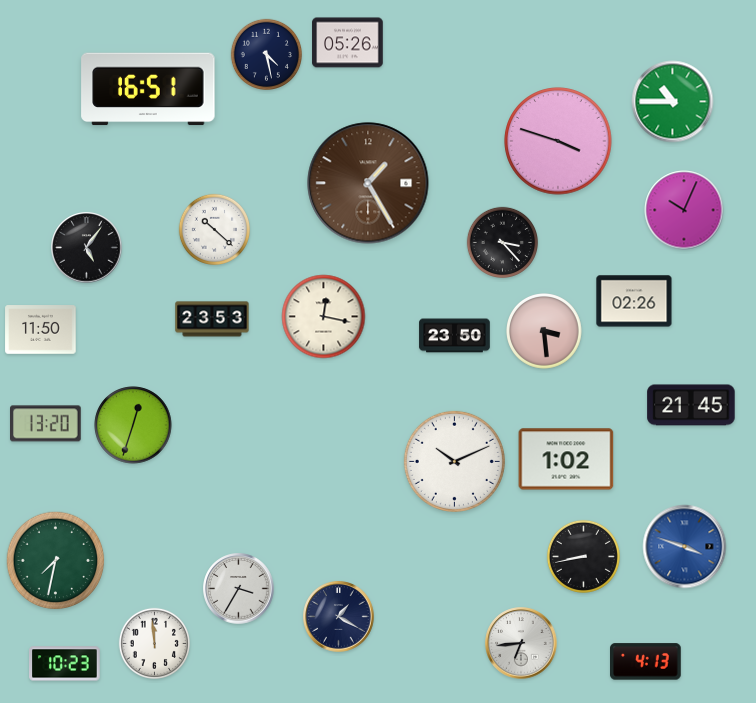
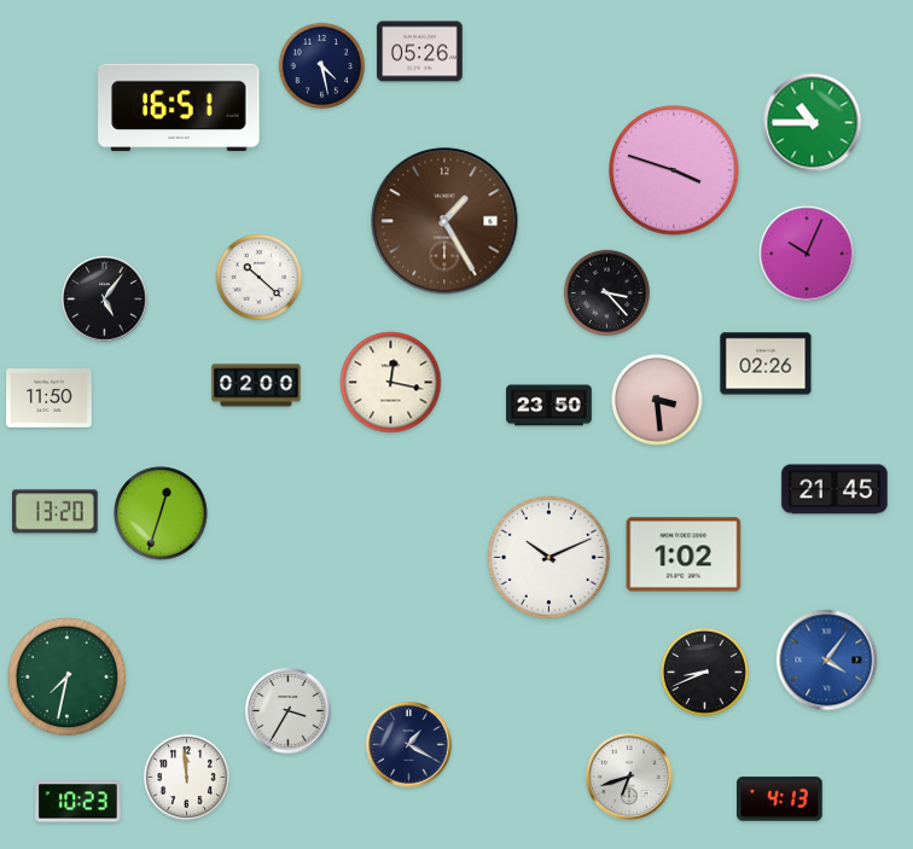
clock at (684, 210) position: (684, 210) -> (807, 254)
clock at (212, 319): 23:53 -> 02:00
clock at (685, 547): 3:48 -> 4:06
clock at (583, 556): 8:43 -> 8:41
clock at (521, 643): 6:44 -> 6:42
